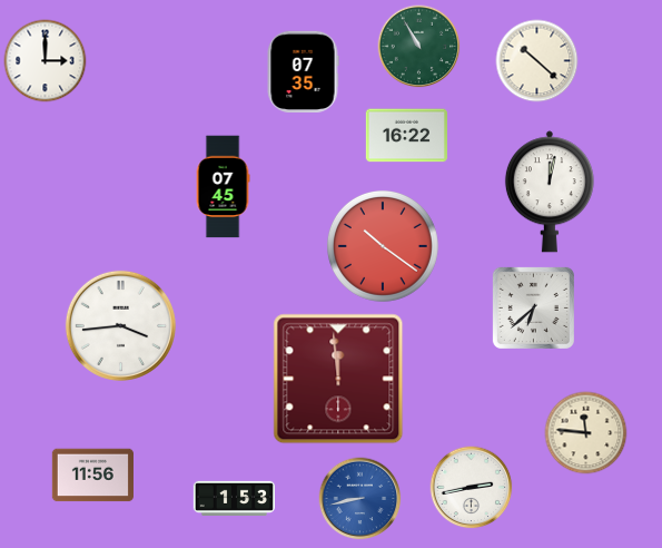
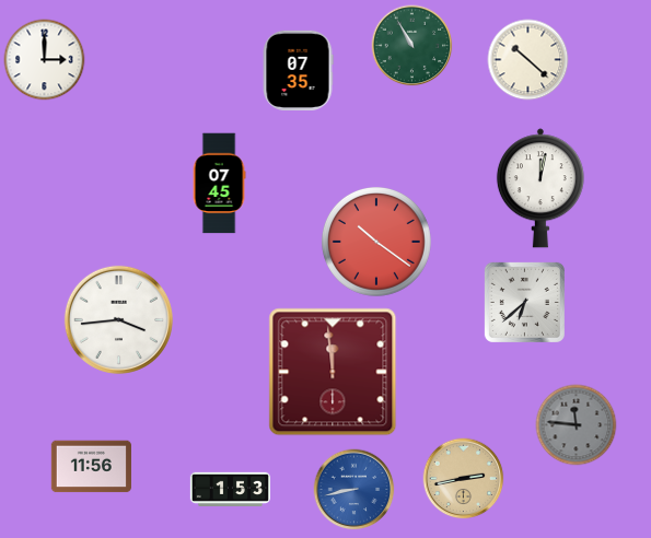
clock at (406, 136): 16:22 -> none
clock at (586, 433) dial: cream -> grey
clock at (472, 488) dial: white -> champagne
